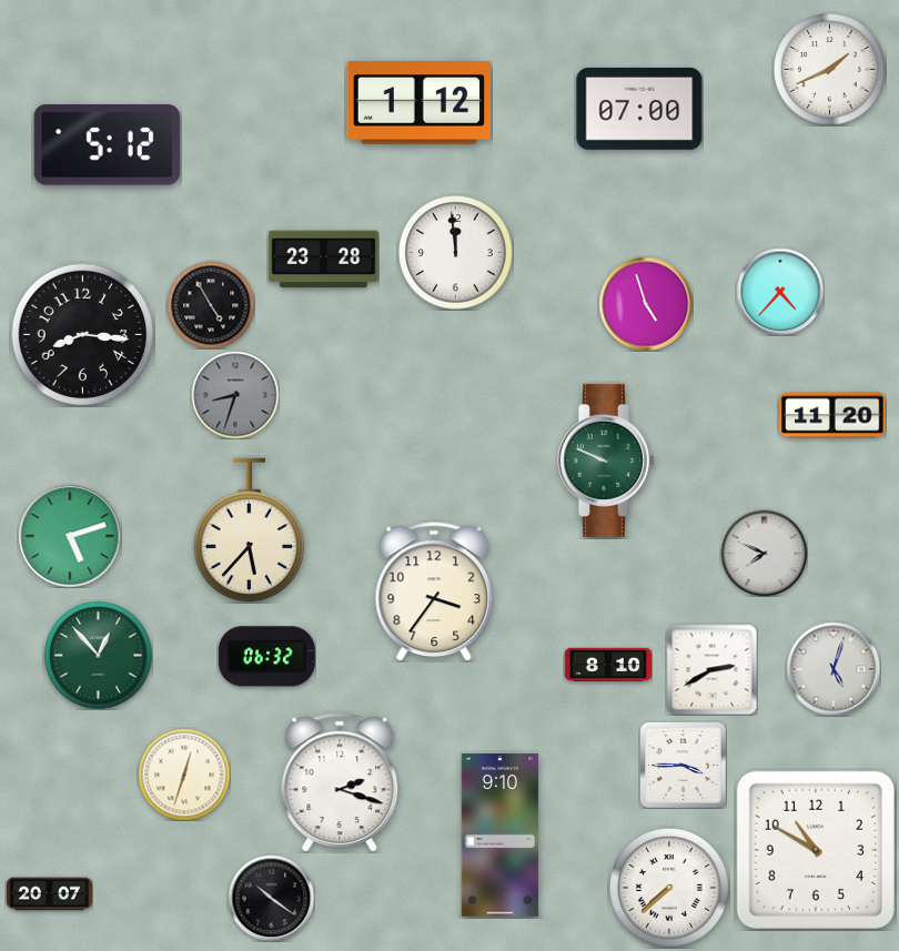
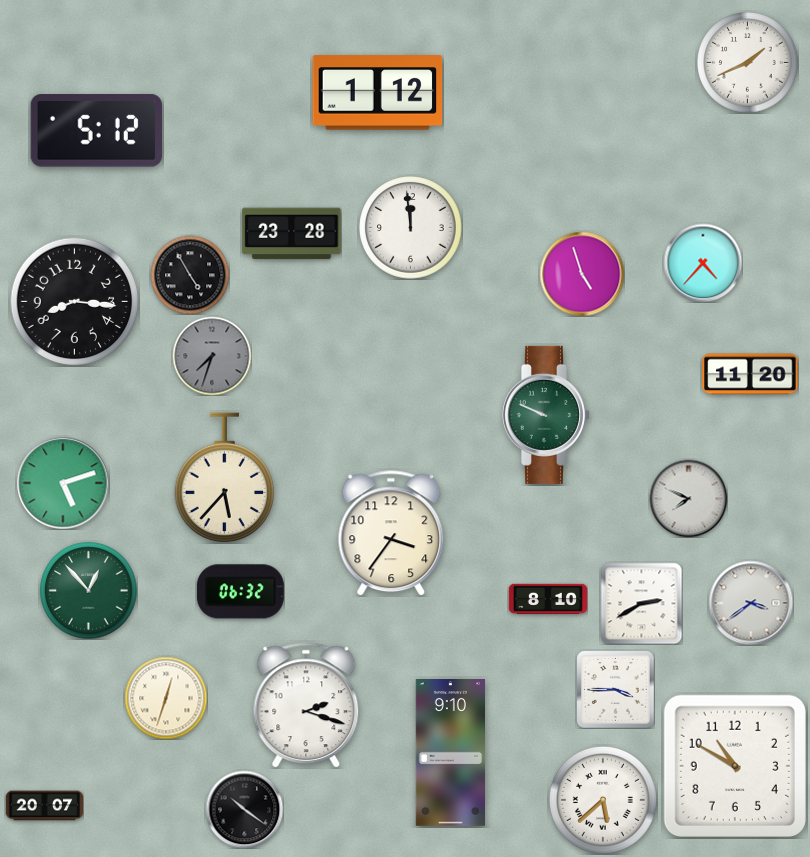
clock at (639, 109): 07:00 -> none
clock at (235, 395): 8:33 -> 7:33
clock at (834, 669): 5:03 -> 3:39
clock at (669, 888): 7:38 -> 5:38
